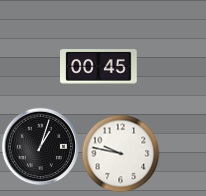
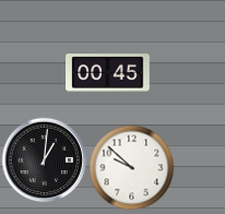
clock at (40, 146): 1:03 -> 1:01
clock at (120, 153): 9:47 -> 9:52
